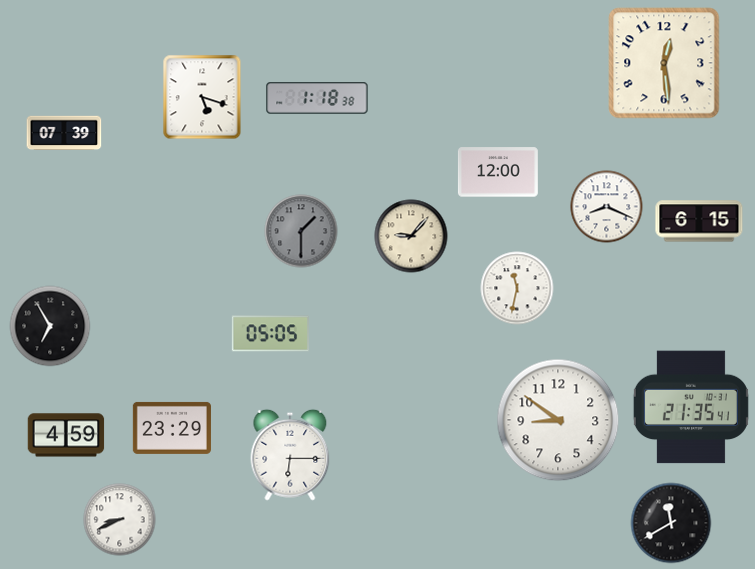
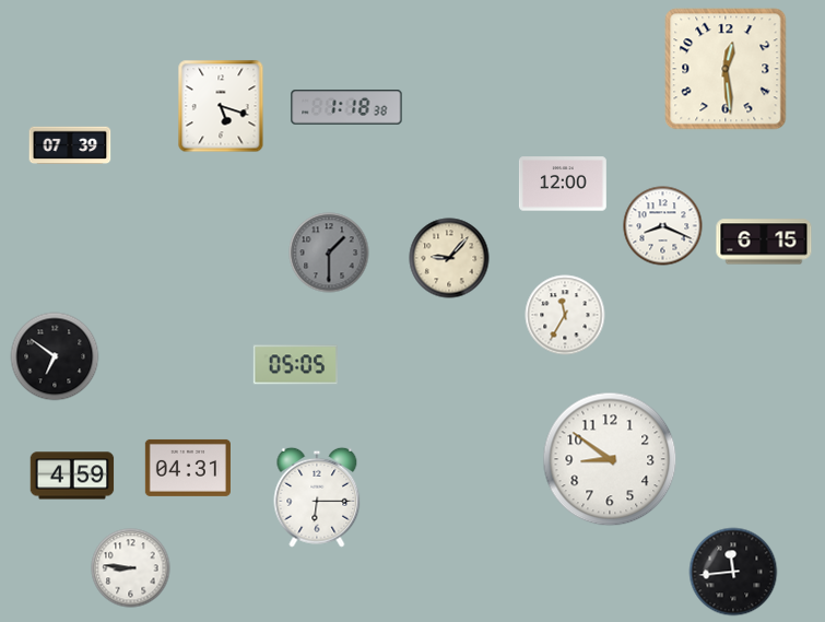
clock at (498, 172) position: (498, 172) -> (563, 184)
clock at (517, 288): 11:32 -> 11:35
clock at (50, 326): 6:55 -> 6:51
clock at (691, 407): 21:35 -> none
clock at (172, 428): 23:29 -> 04:31
clock at (120, 520): 8:41 -> 8:46
clock at (671, 523): 11:40 -> 11:44
